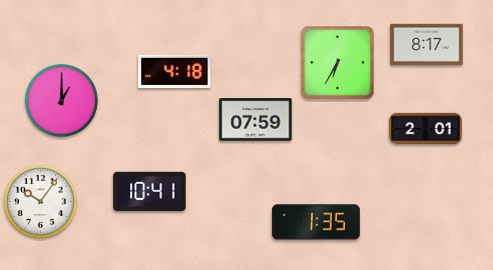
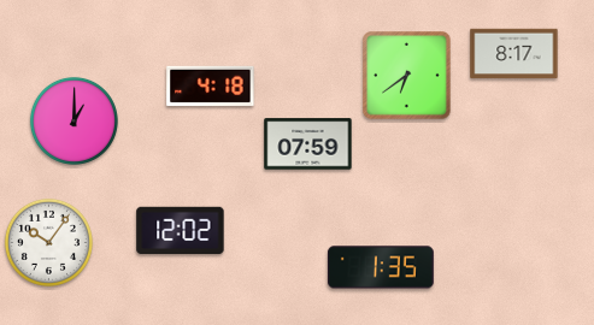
clock at (338, 63): 6:35 -> 6:39
clock at (426, 129): 2:01 -> none
clock at (150, 192): 10:41 -> 12:02
